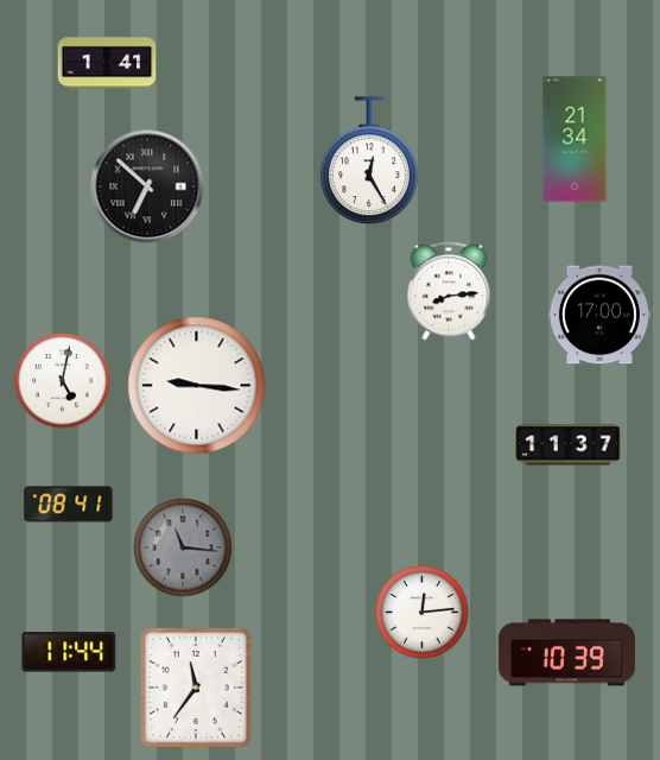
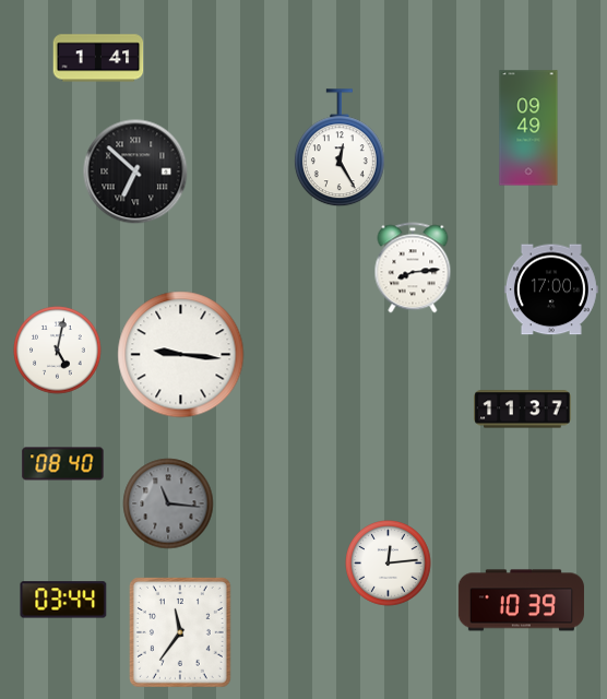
clock at (575, 139): 21:34 -> 09:49
clock at (69, 505): 08:41 -> 08:40
clock at (69, 652): 11:44 -> 03:44
